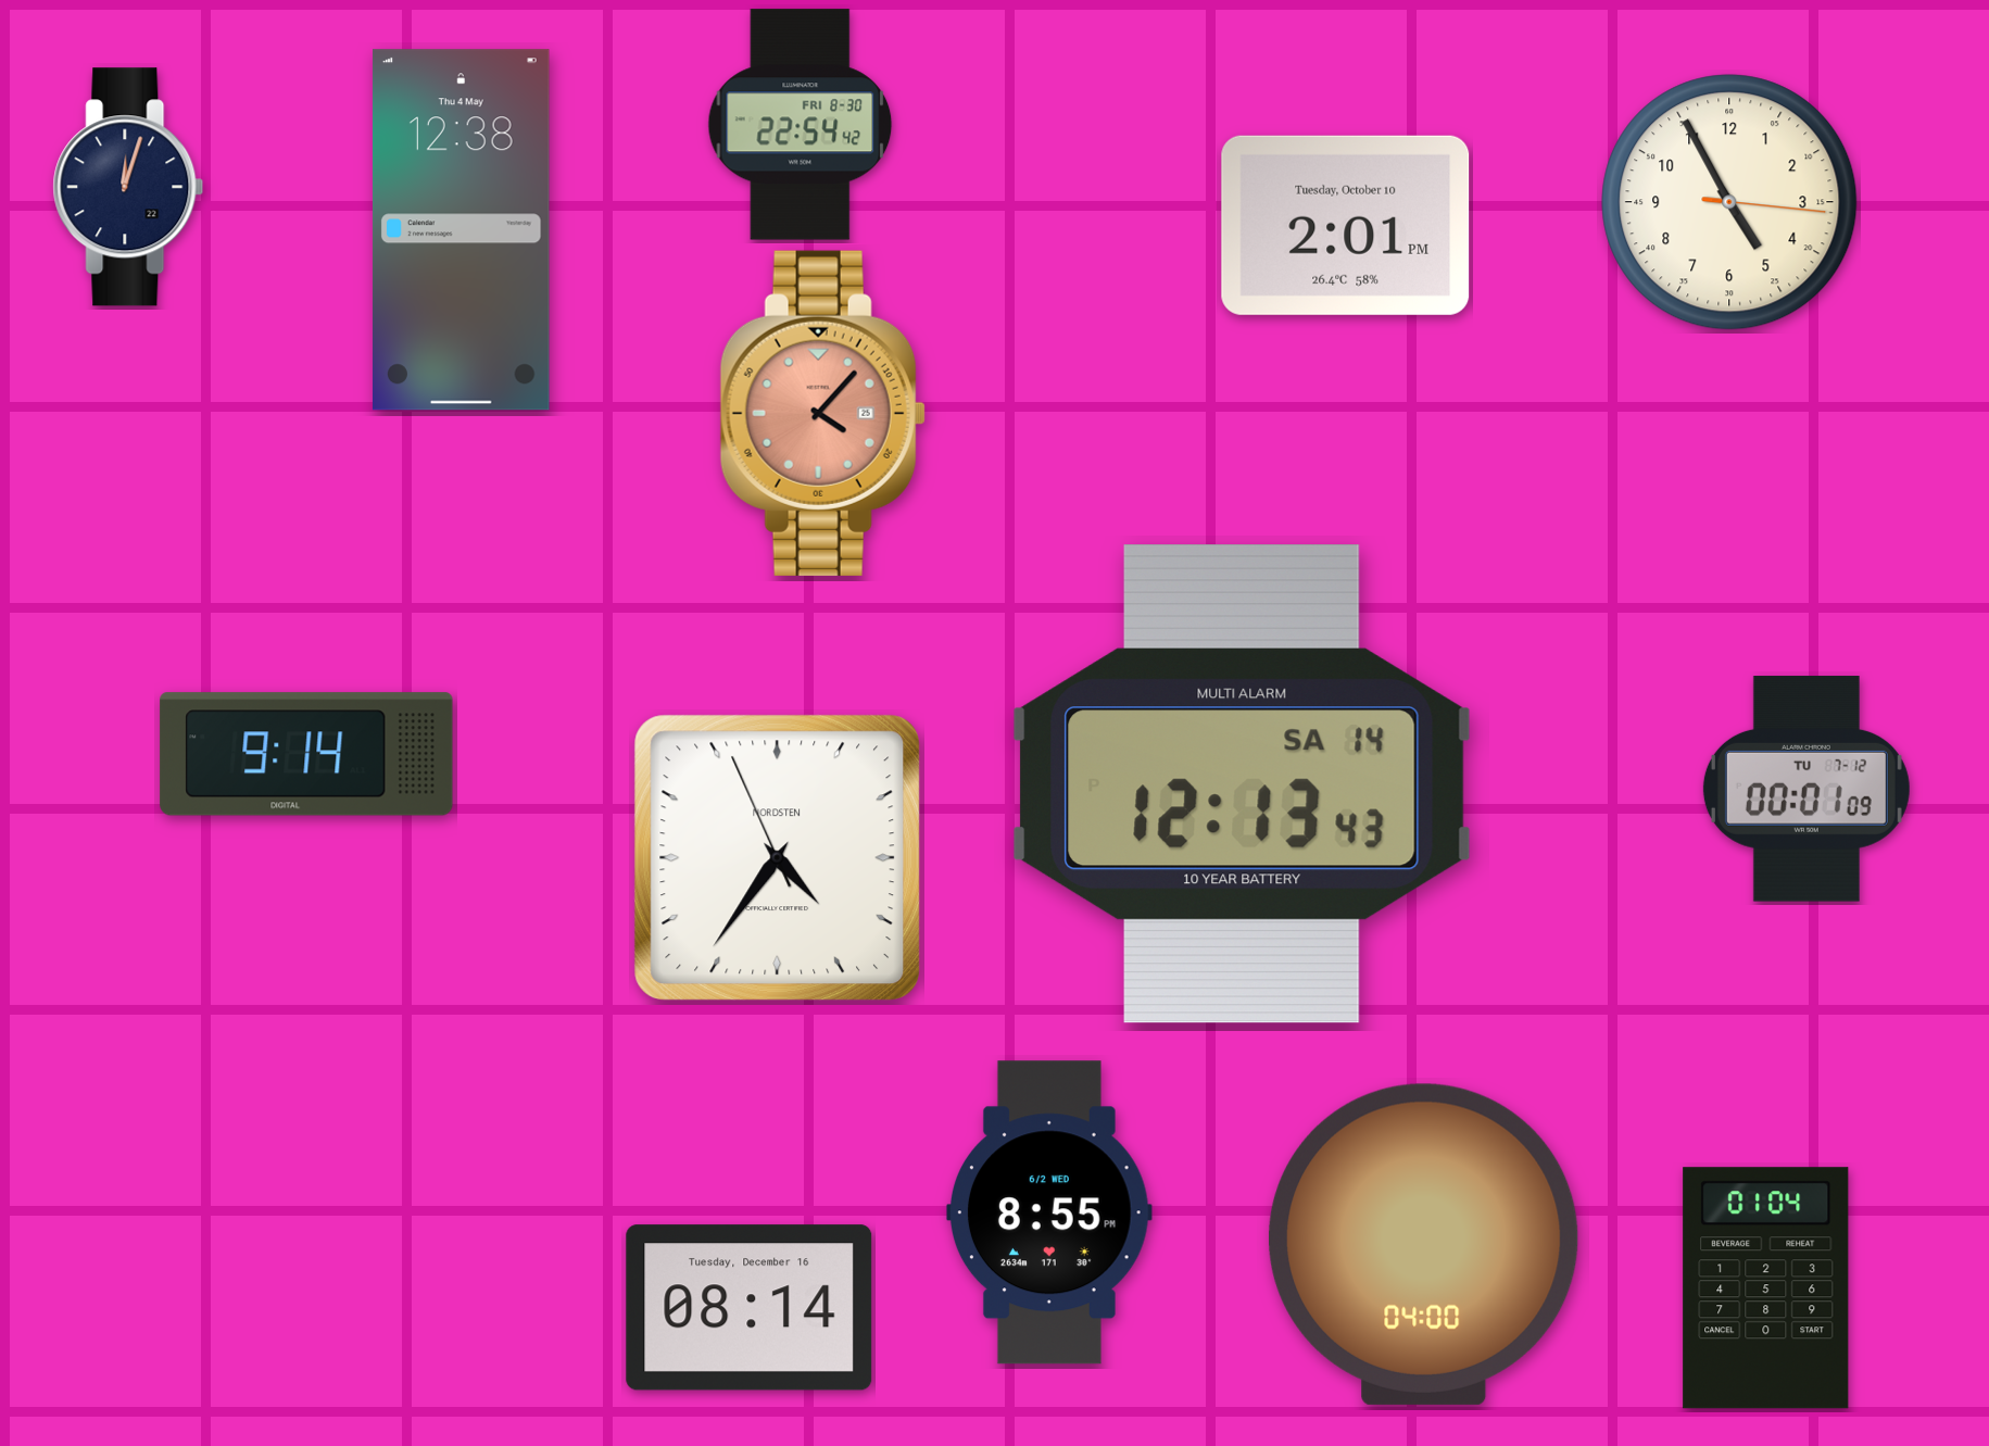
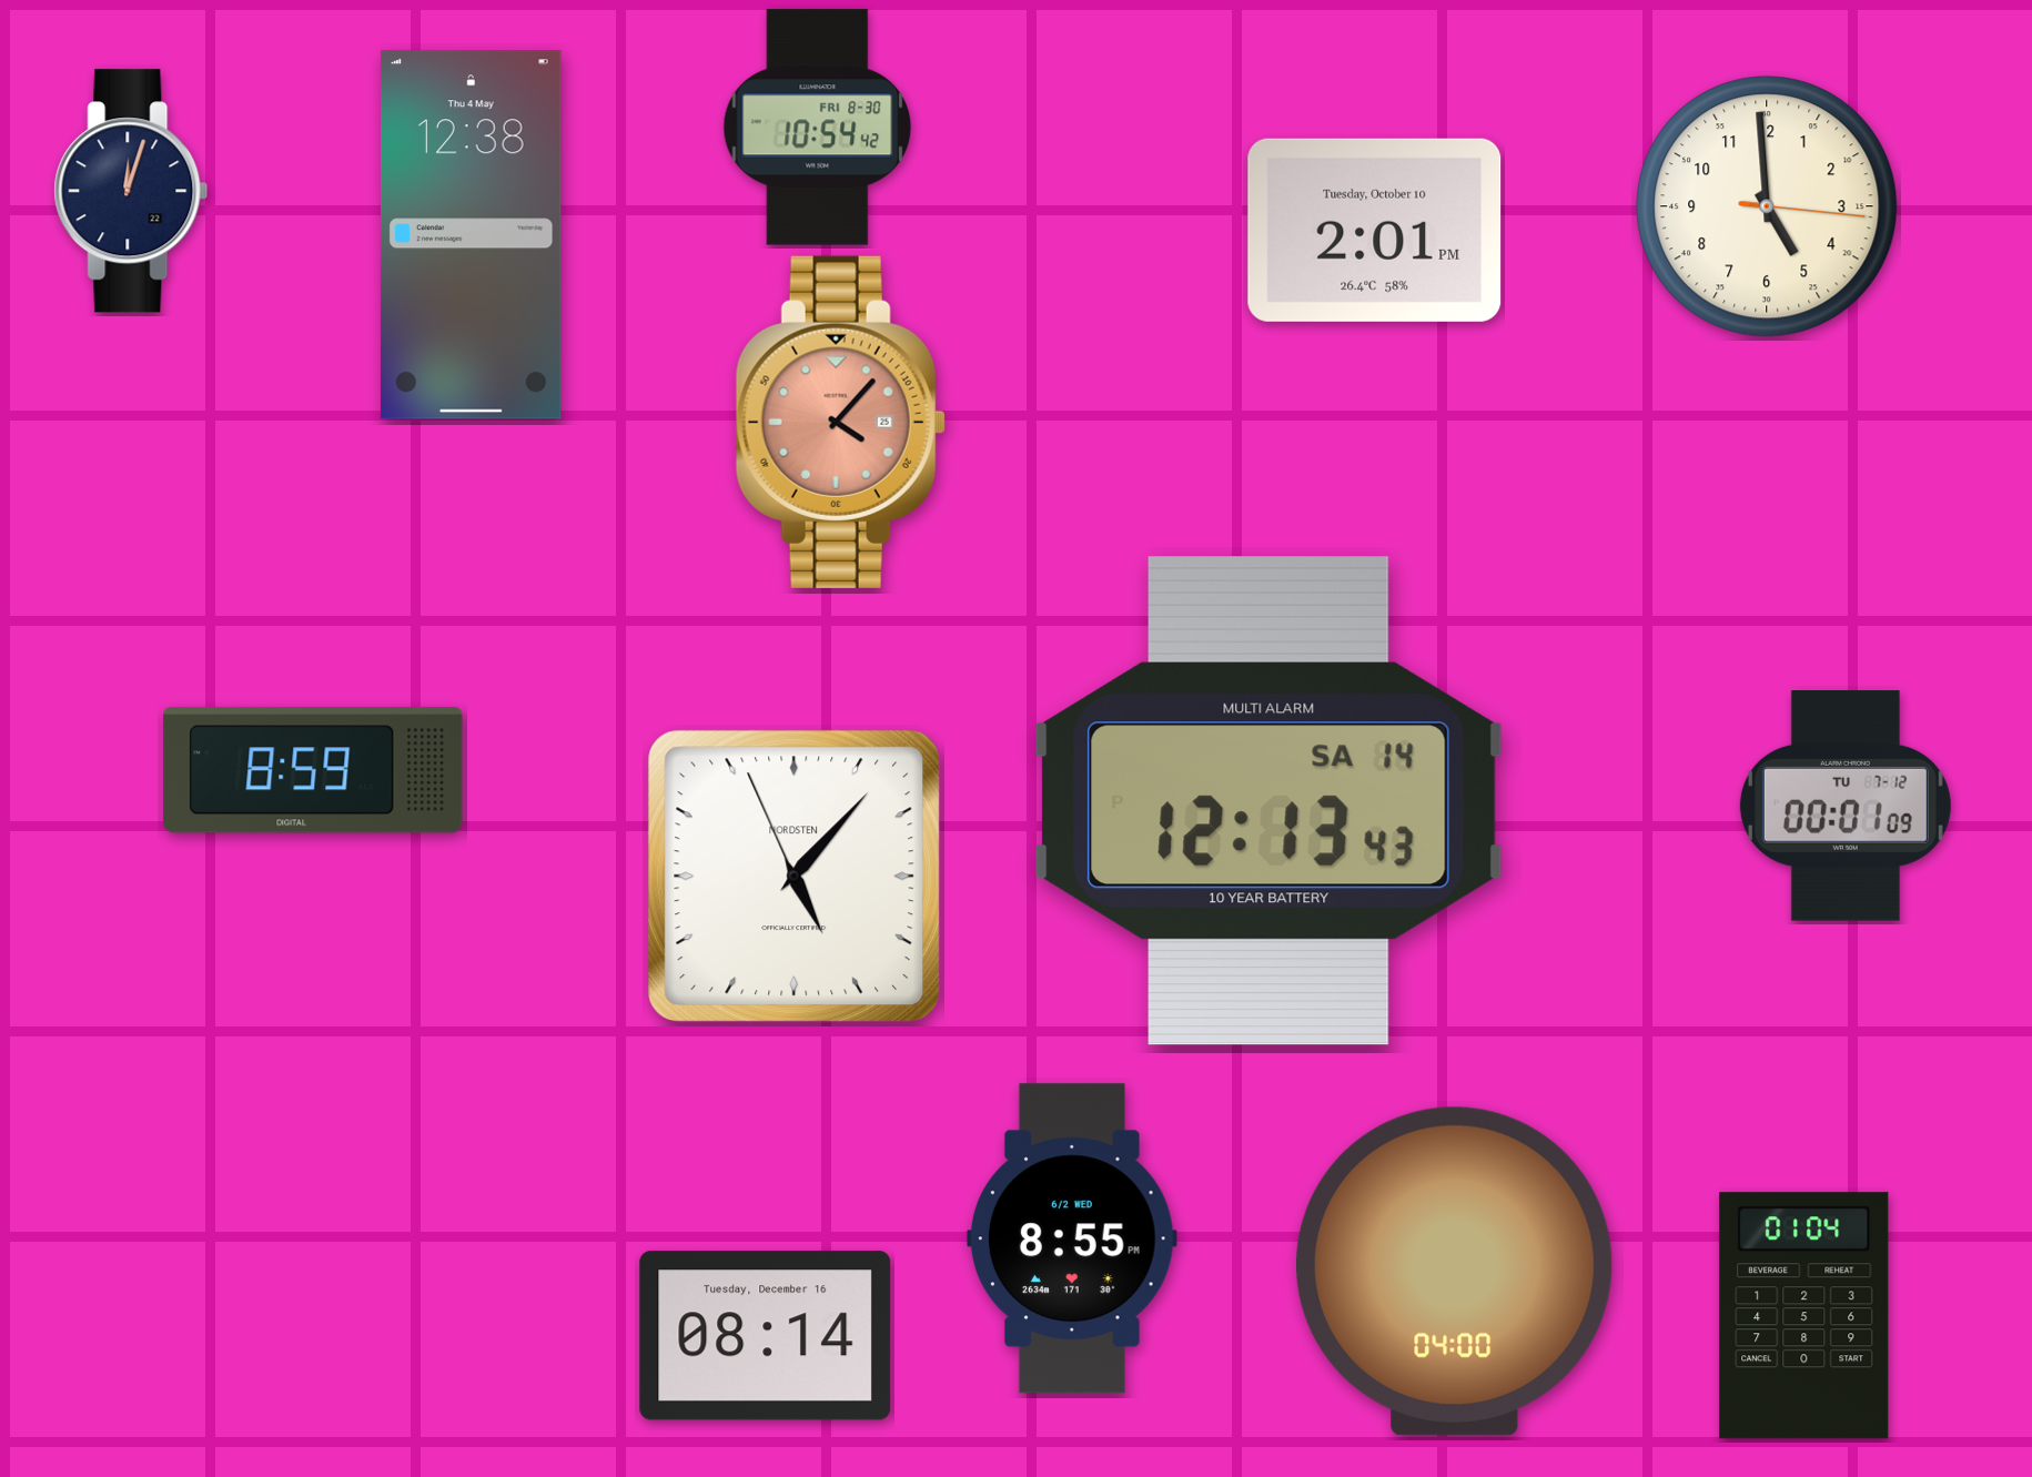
clock at (801, 125): 22:54 -> 10:54
clock at (1729, 202): 4:55 -> 4:59
clock at (306, 754): 9:14 -> 8:59
clock at (778, 858): 4:35 -> 5:06
